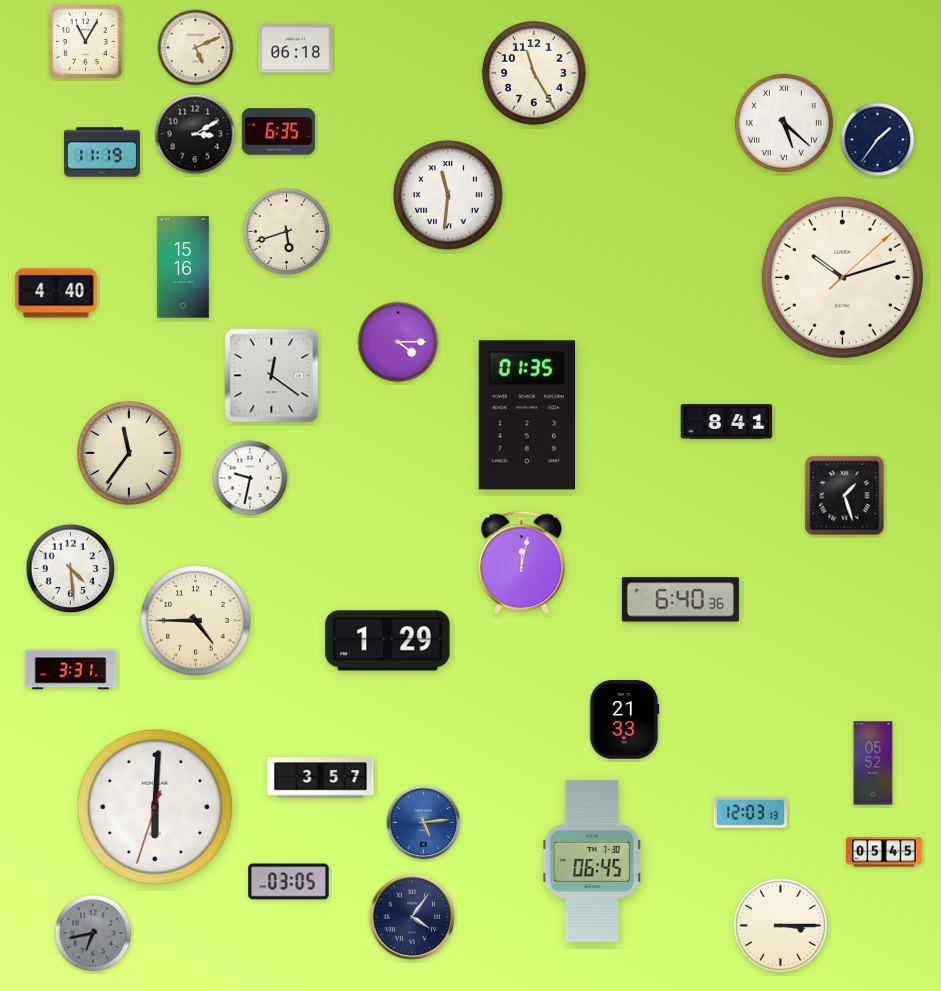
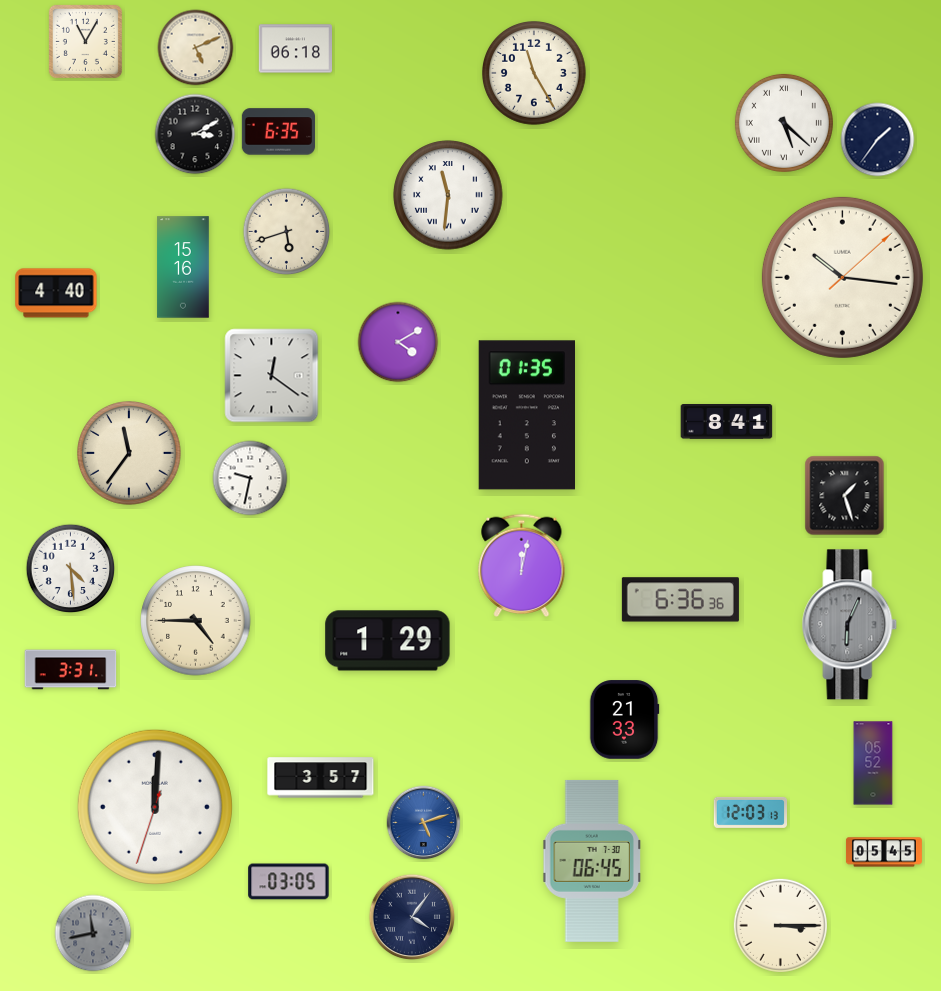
clock at (102, 152): 11:19 -> none
clock at (842, 277): 10:12 -> 10:16
clock at (398, 342): 4:15 -> 4:10
clock at (522, 563) position: (522, 563) -> (522, 566)
clock at (680, 600): 6:40 -> 6:36
clock at (850, 625): none -> 6:04
clock at (155, 807): 6:00 -> 12:00
clock at (424, 823): 5:14 -> 5:12
clock at (93, 933): 6:43 -> 11:43
